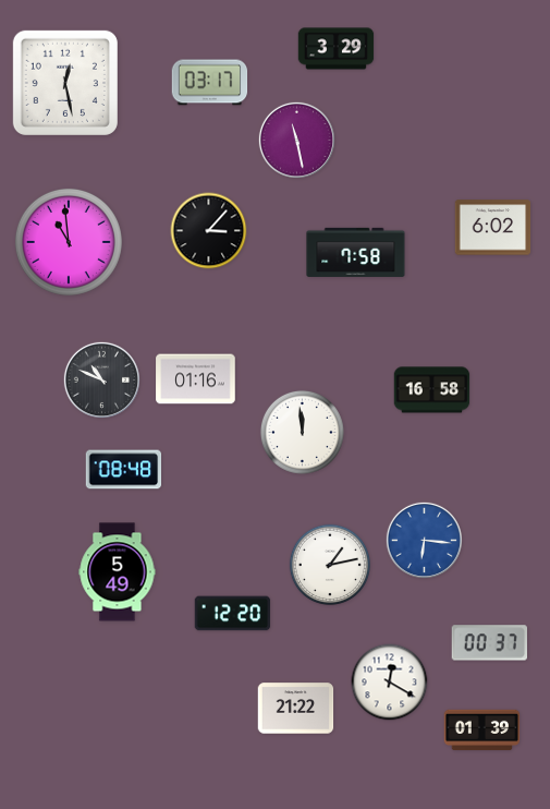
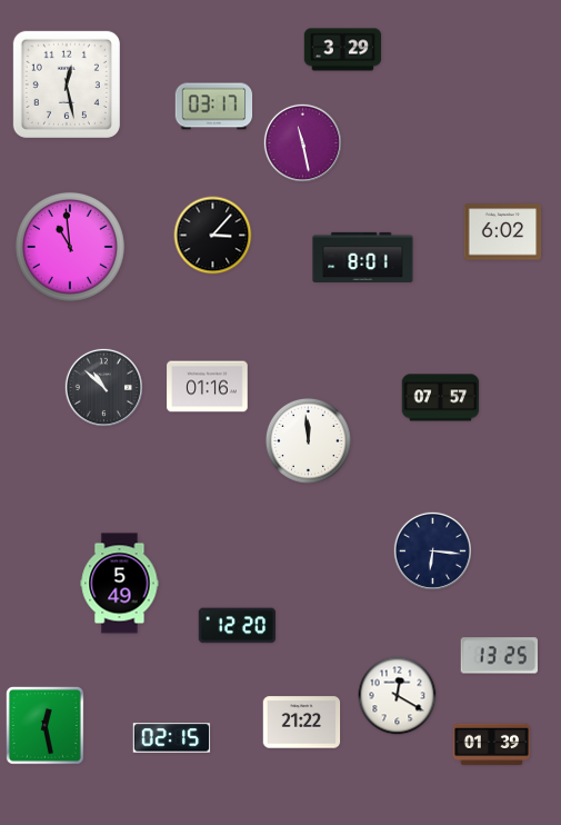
clock at (210, 83) position: (210, 83) -> (214, 107)
clock at (356, 252): 7:58 -> 8:01
clock at (101, 379): 10:49 -> 10:52
clock at (196, 379) position: (196, 379) -> (208, 387)
clock at (432, 390): 16:58 -> 07:57
clock at (124, 470): 08:48 -> none
clock at (424, 540) dial: blue -> navy
clock at (329, 564): 1:13 -> none
clock at (489, 643): 00:37 -> 13:25
clock at (44, 725): none -> 12:28
clock at (172, 738): none -> 02:15
